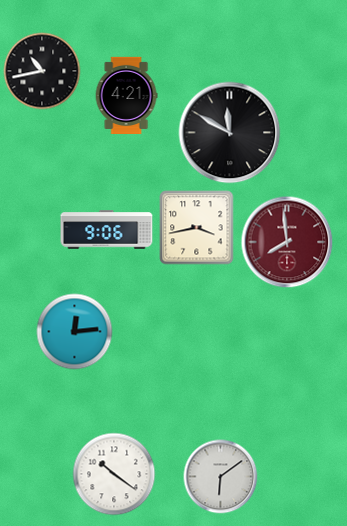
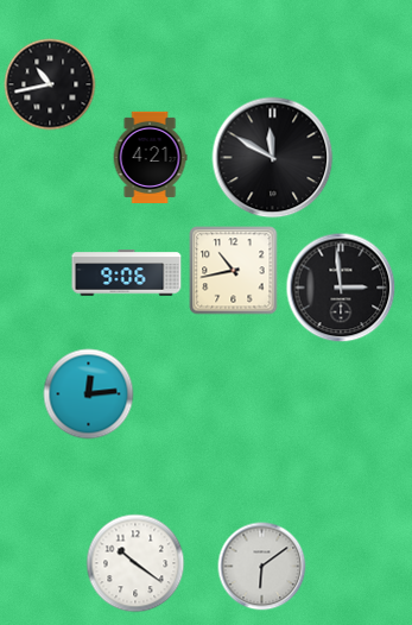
clock at (126, 95) position: (126, 95) -> (150, 157)
clock at (197, 228): 3:43 -> 10:43
clock at (287, 242): 7:59 -> 2:59
clock at (287, 242) dial: burgundy -> black
